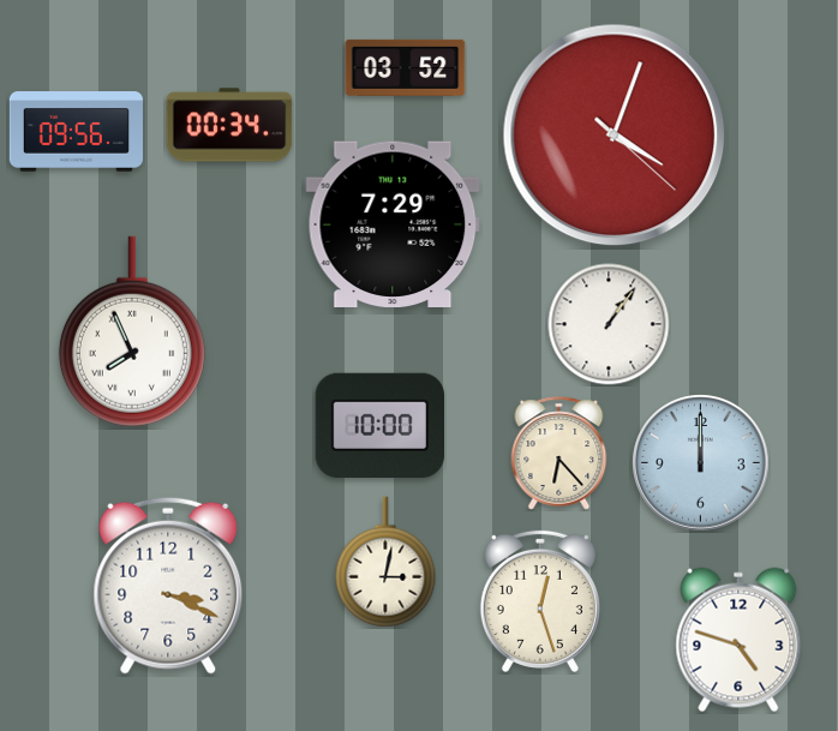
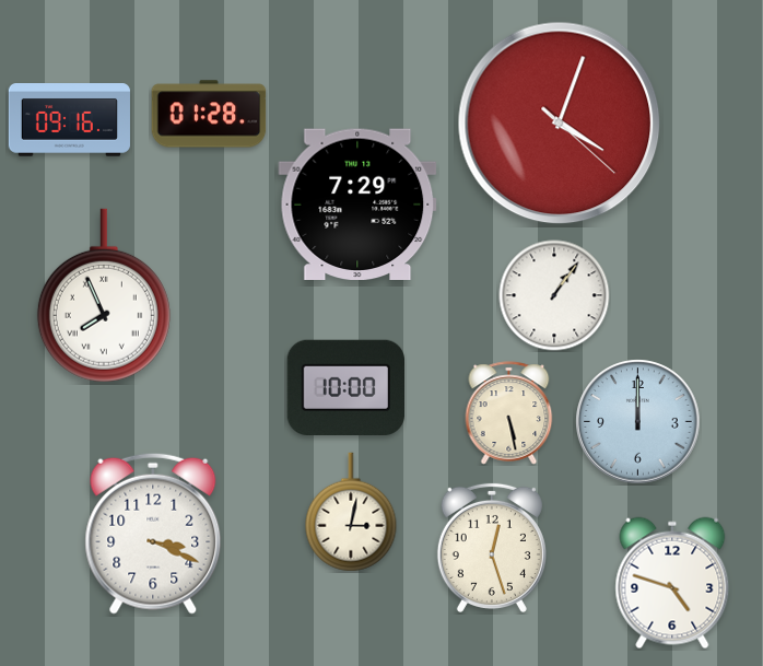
clock at (406, 67): 03:52 -> none
clock at (229, 125): 00:34 -> 01:28
clock at (76, 132): 09:56 -> 09:16
clock at (132, 331) position: (132, 331) -> (104, 295)
clock at (559, 454): 6:23 -> 5:28
